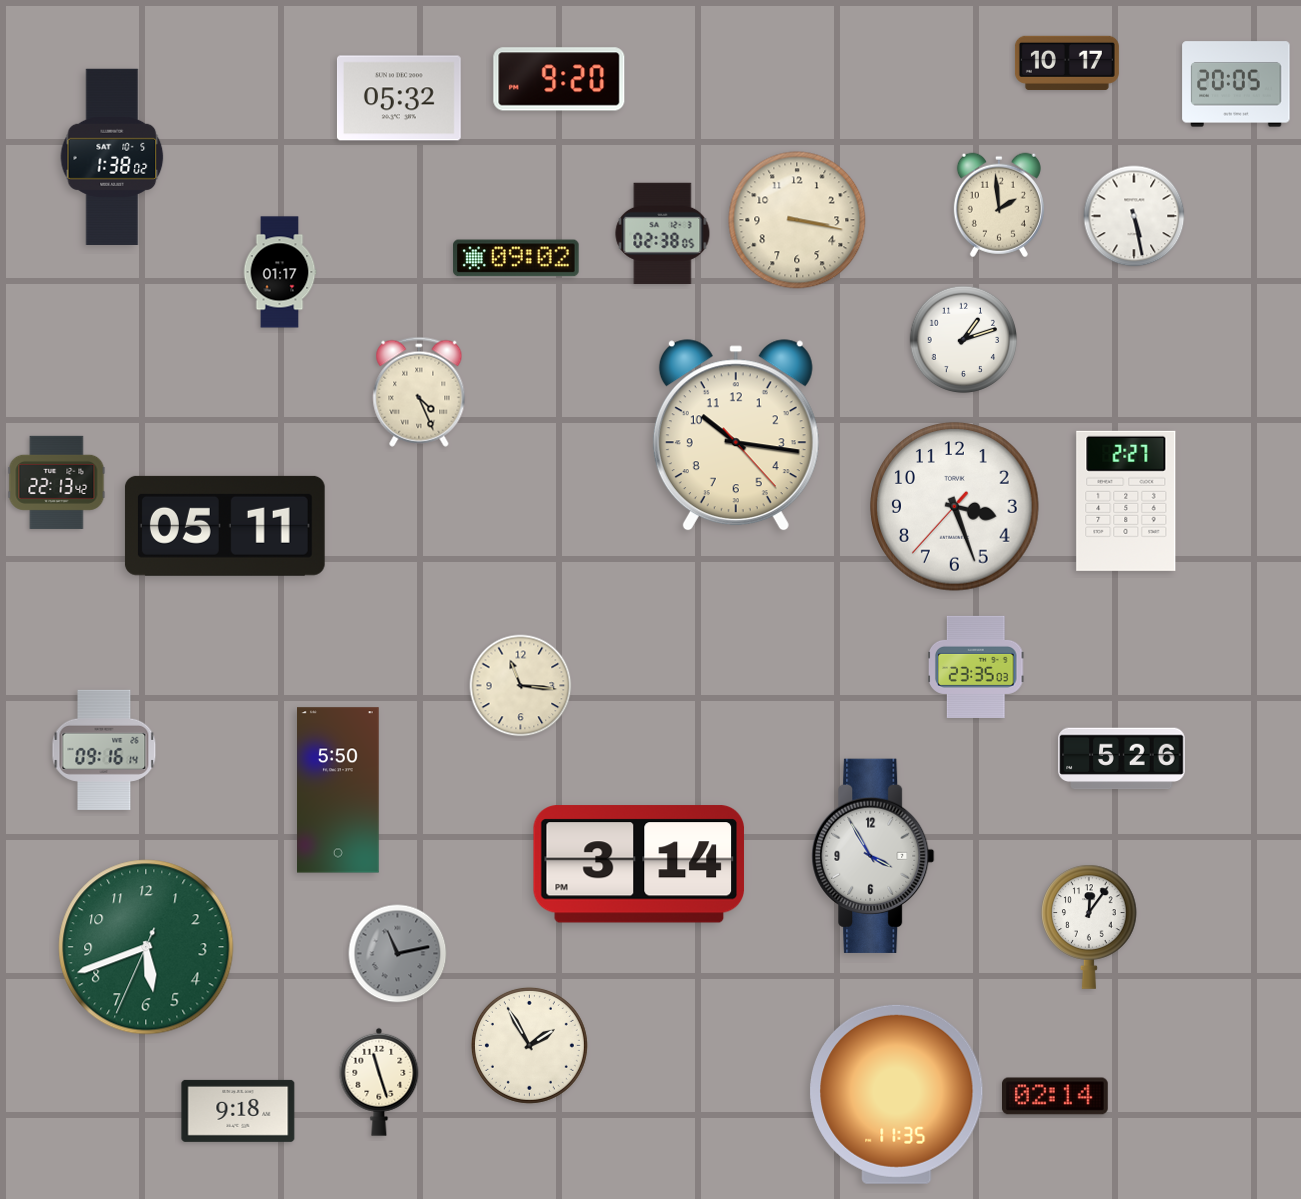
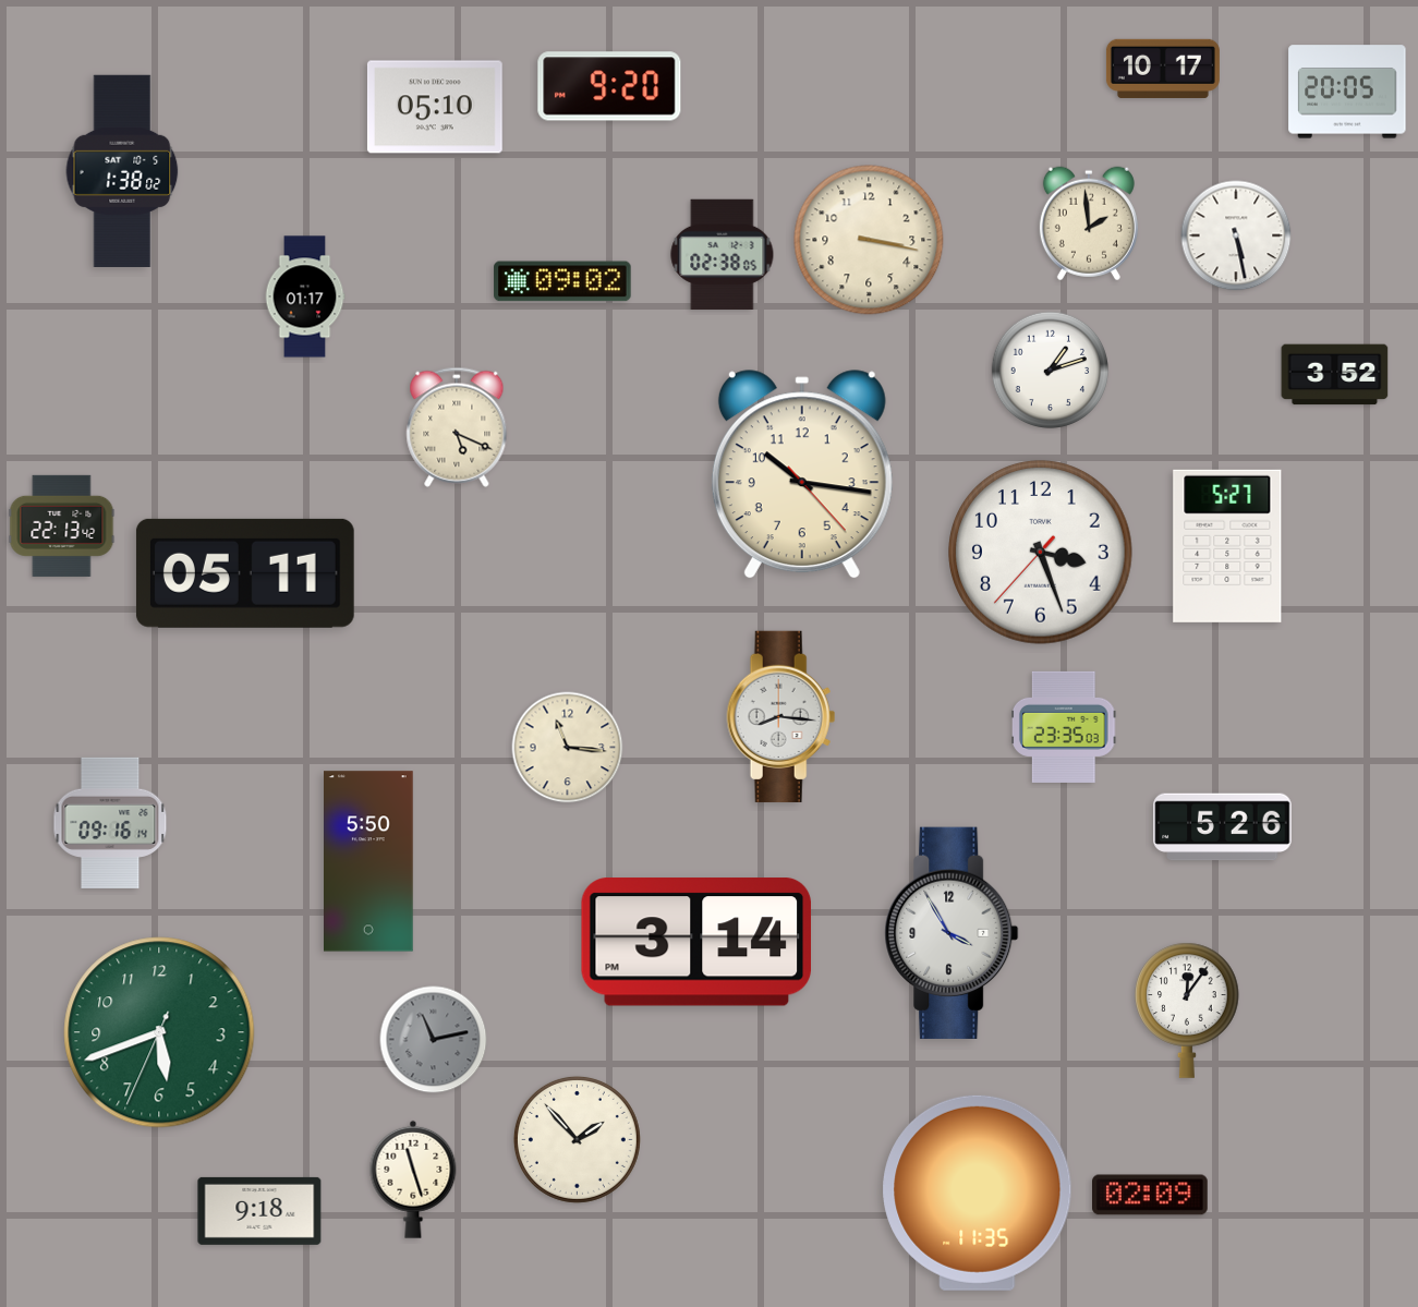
clock at (399, 98): 05:32 -> 05:10
clock at (1335, 375): none -> 3:52
clock at (419, 392): 4:26 -> 5:19
clock at (1126, 501): 2:27 -> 5:27
clock at (781, 716): none -> 8:16
clock at (104, 750) position: (104, 750) -> (110, 823)
clock at (529, 1045): 1:55 -> 1:53
clock at (1056, 1096): 02:14 -> 02:09
